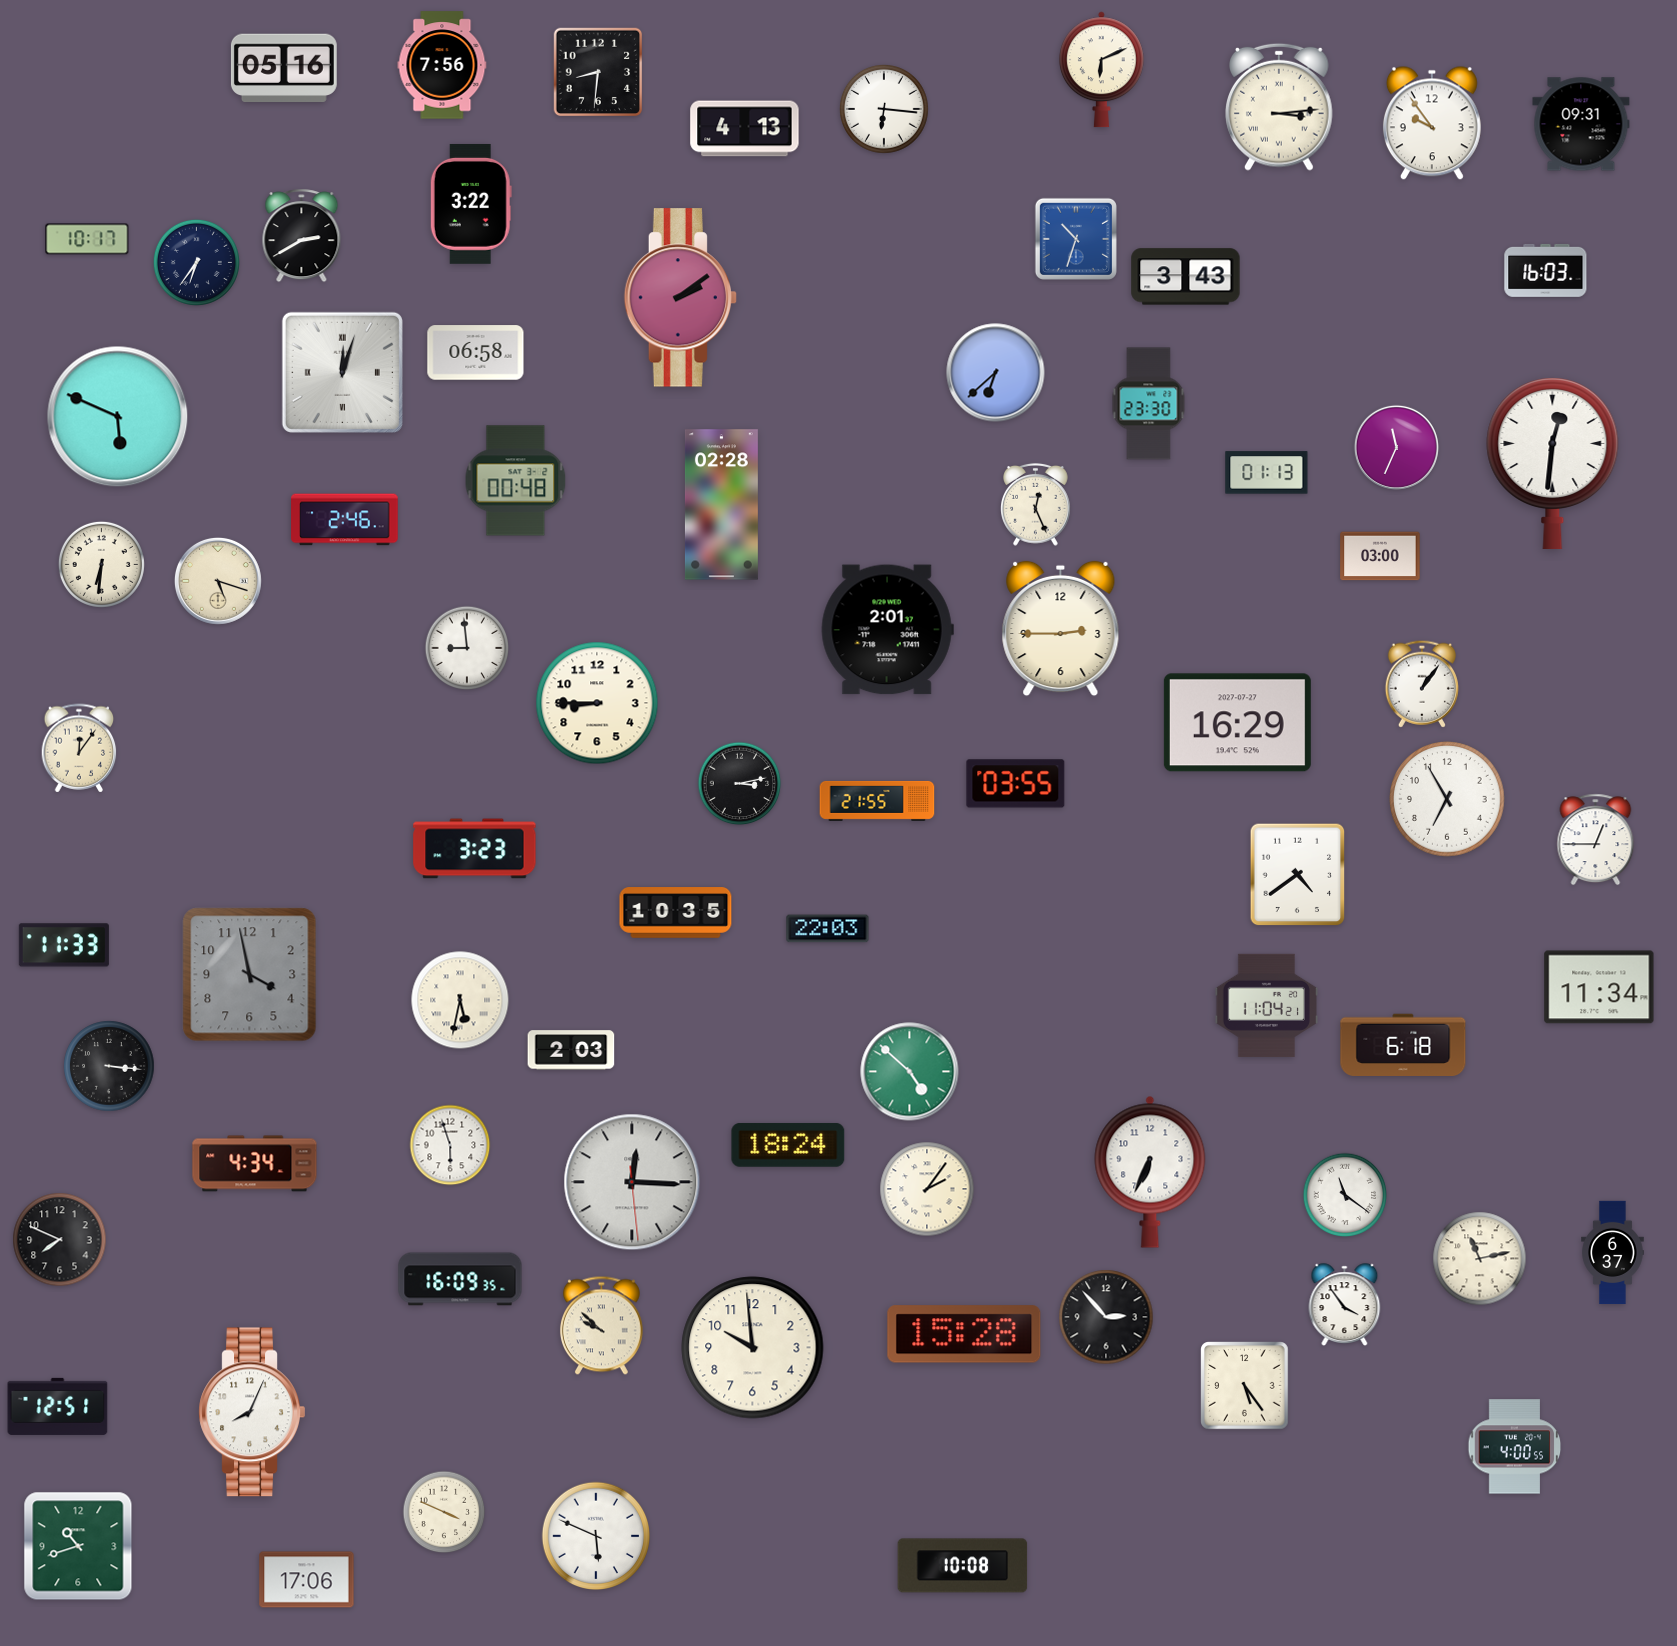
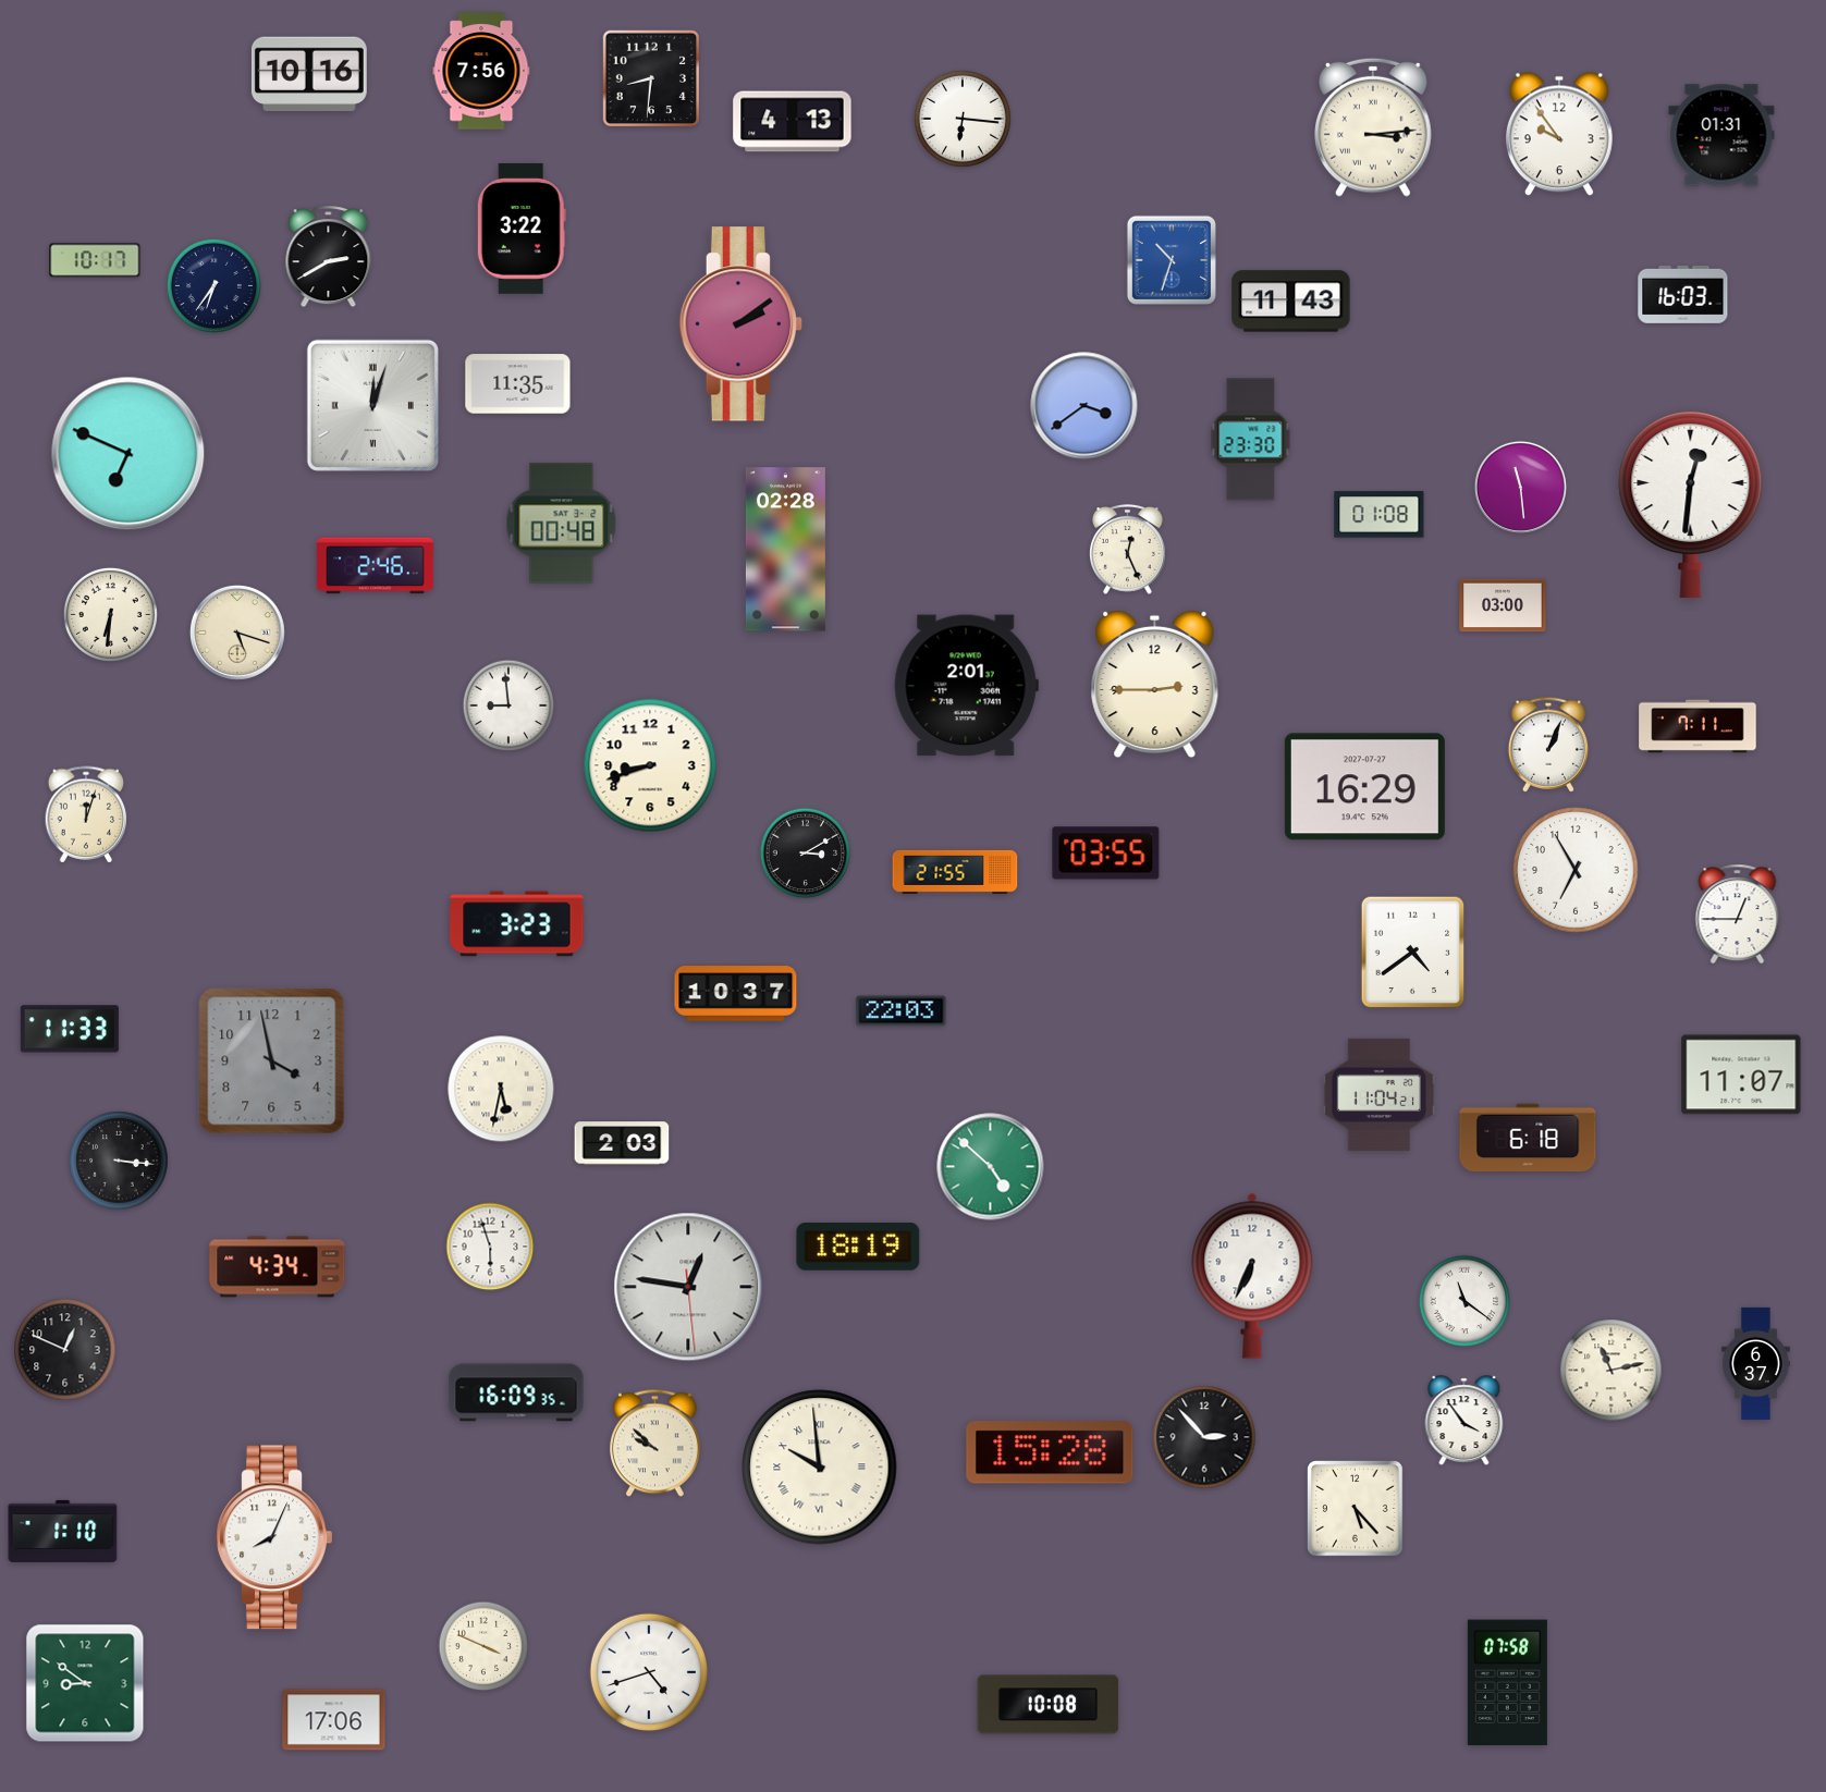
clock at (284, 68): 05:16 -> 10:16
clock at (1101, 70): 6:11 -> none
clock at (1280, 107) position: (1280, 107) -> (1374, 127)
clock at (1581, 124): 09:31 -> 01:31
clock at (745, 129) position: (745, 129) -> (793, 122)
clock at (471, 204) position: (471, 204) -> (522, 229)
clock at (1186, 277): 3:43 -> 11:43
clock at (476, 353): 06:58 -> 11:35
clock at (996, 373): 6:38 -> 3:39
clock at (118, 417): 5:49 -> 6:49
clock at (1396, 447): 11:34 -> 11:29
clock at (1267, 473): 01:13 -> 01:08
clock at (1698, 726): none -> 7:11
clock at (1422, 684): 1:06 -> 1:04
clock at (597, 703): 8:45 -> 8:42
clock at (1237, 723) position: (1237, 723) -> (1364, 787)
clock at (79, 748): 12:06 -> 12:03
clock at (740, 784): 3:13 -> 3:10
clock at (676, 913): 10:35 -> 10:37
clock at (1599, 987): 11:34 -> 11:07
clock at (788, 1145): 18:24 -> 18:19
clock at (632, 1182): 12:15 -> 12:46
clock at (927, 1189): 2:06 -> none
clock at (60, 1240): 7:49 -> 12:49
clock at (460, 1279) position: (460, 1279) -> (516, 1392)
clock at (1106, 1317) position: (1106, 1317) -> (1204, 1437)
clock at (753, 1348) numerals: Arabic -> Roman
clock at (1245, 1386): 5:24 -> 5:23
clock at (58, 1406): 12:51 -> 1:10
clock at (1515, 1447): 4:00 -> none
clock at (596, 1535): 5:49 -> 4:42
clock at (78, 1546): 10:42 -> 8:51
clock at (1507, 1683): none -> 07:58
